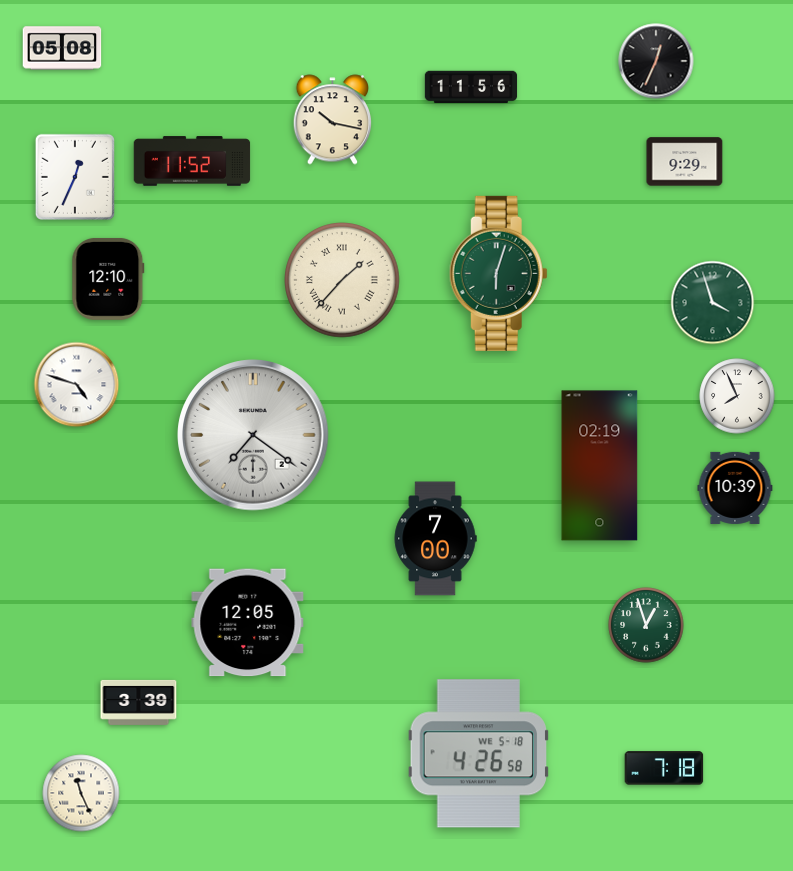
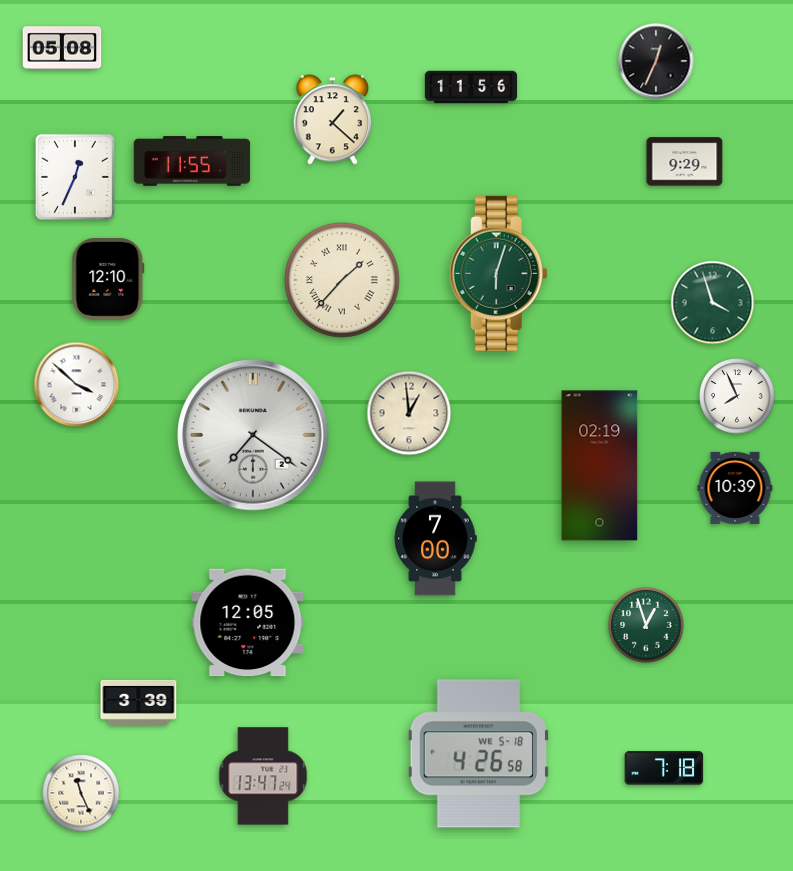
clock at (332, 120): 10:17 -> 1:22
clock at (192, 161): 11:52 -> 11:55
clock at (77, 385): 4:48 -> 3:52
clock at (409, 413): none -> 12:59
clock at (263, 776): none -> 13:47
